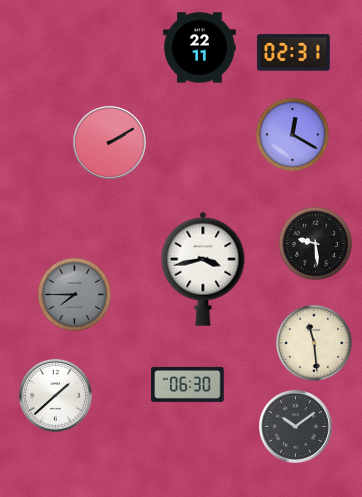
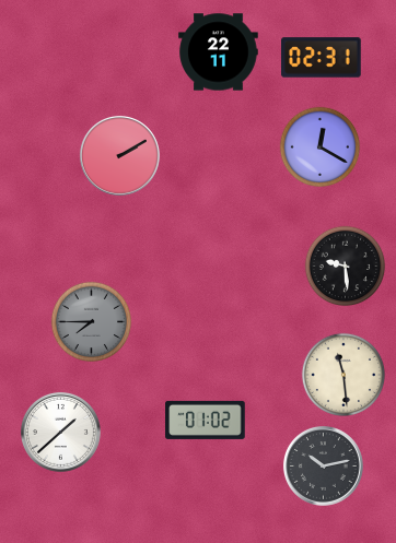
clock at (203, 269): 3:43 -> none
clock at (75, 295) position: (75, 295) -> (92, 322)
clock at (188, 384): 06:30 -> 01:02
clock at (295, 426): 10:09 -> 10:13
